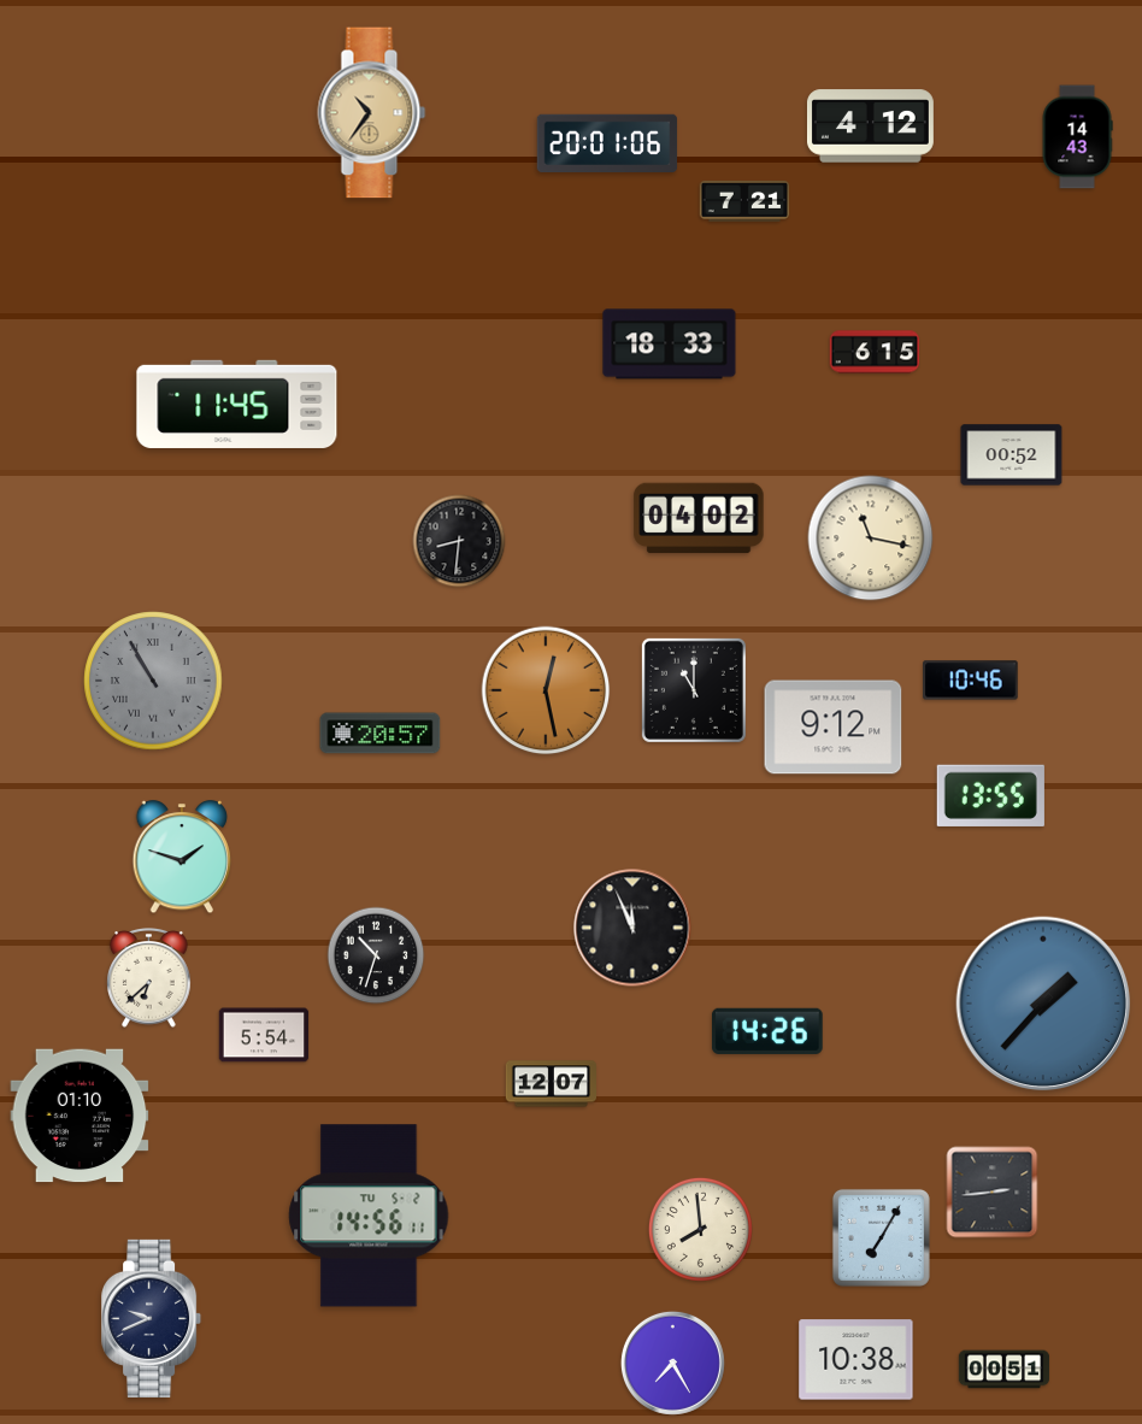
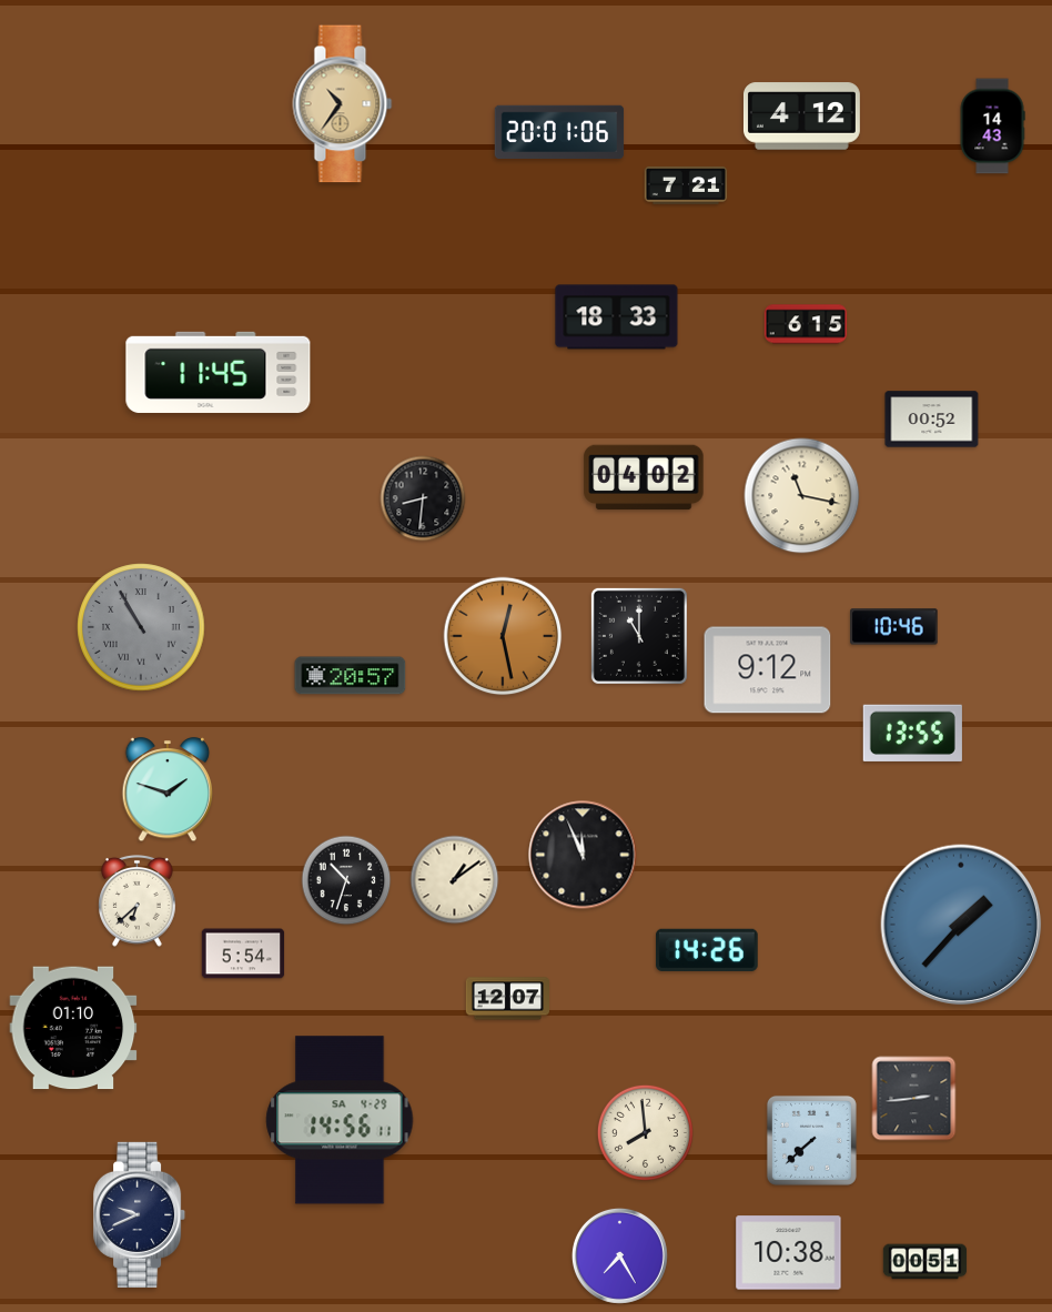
clock at (455, 880): none -> 1:09
clock at (369, 1216) date: TU 5-2 -> SA 4-29
clock at (881, 1237): 7:05 -> 7:38
